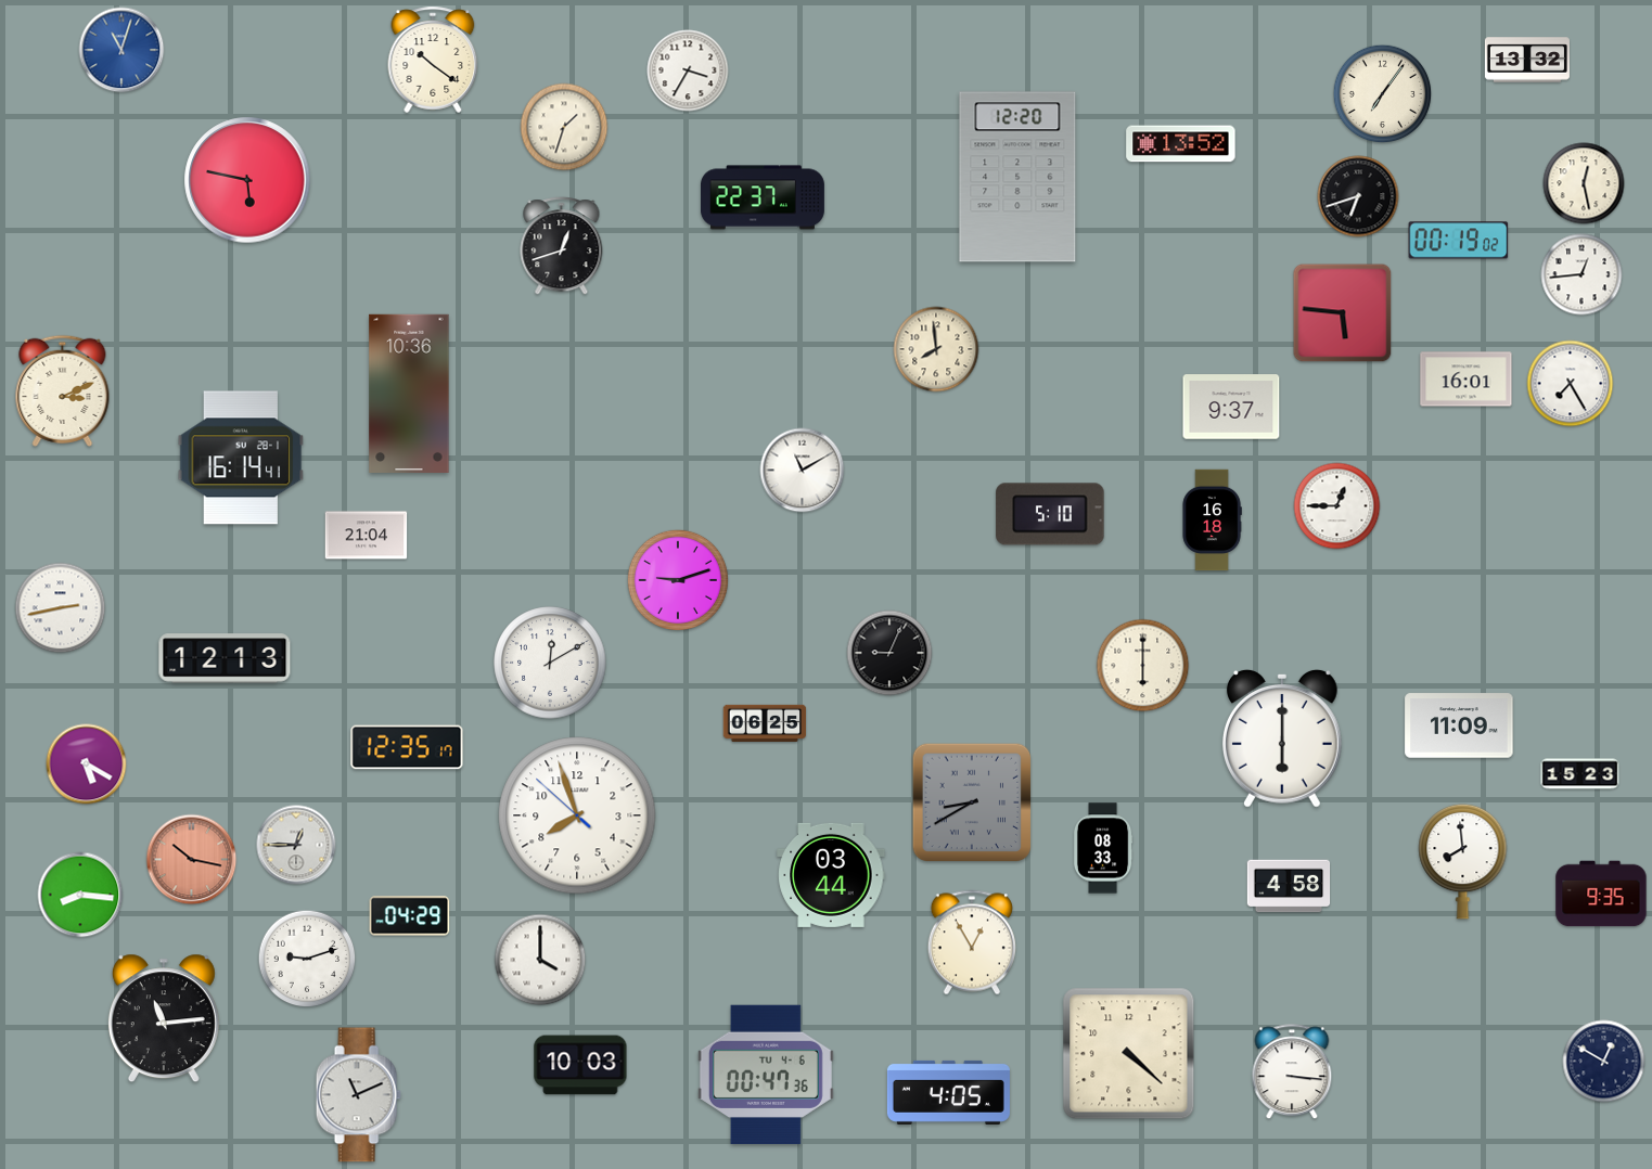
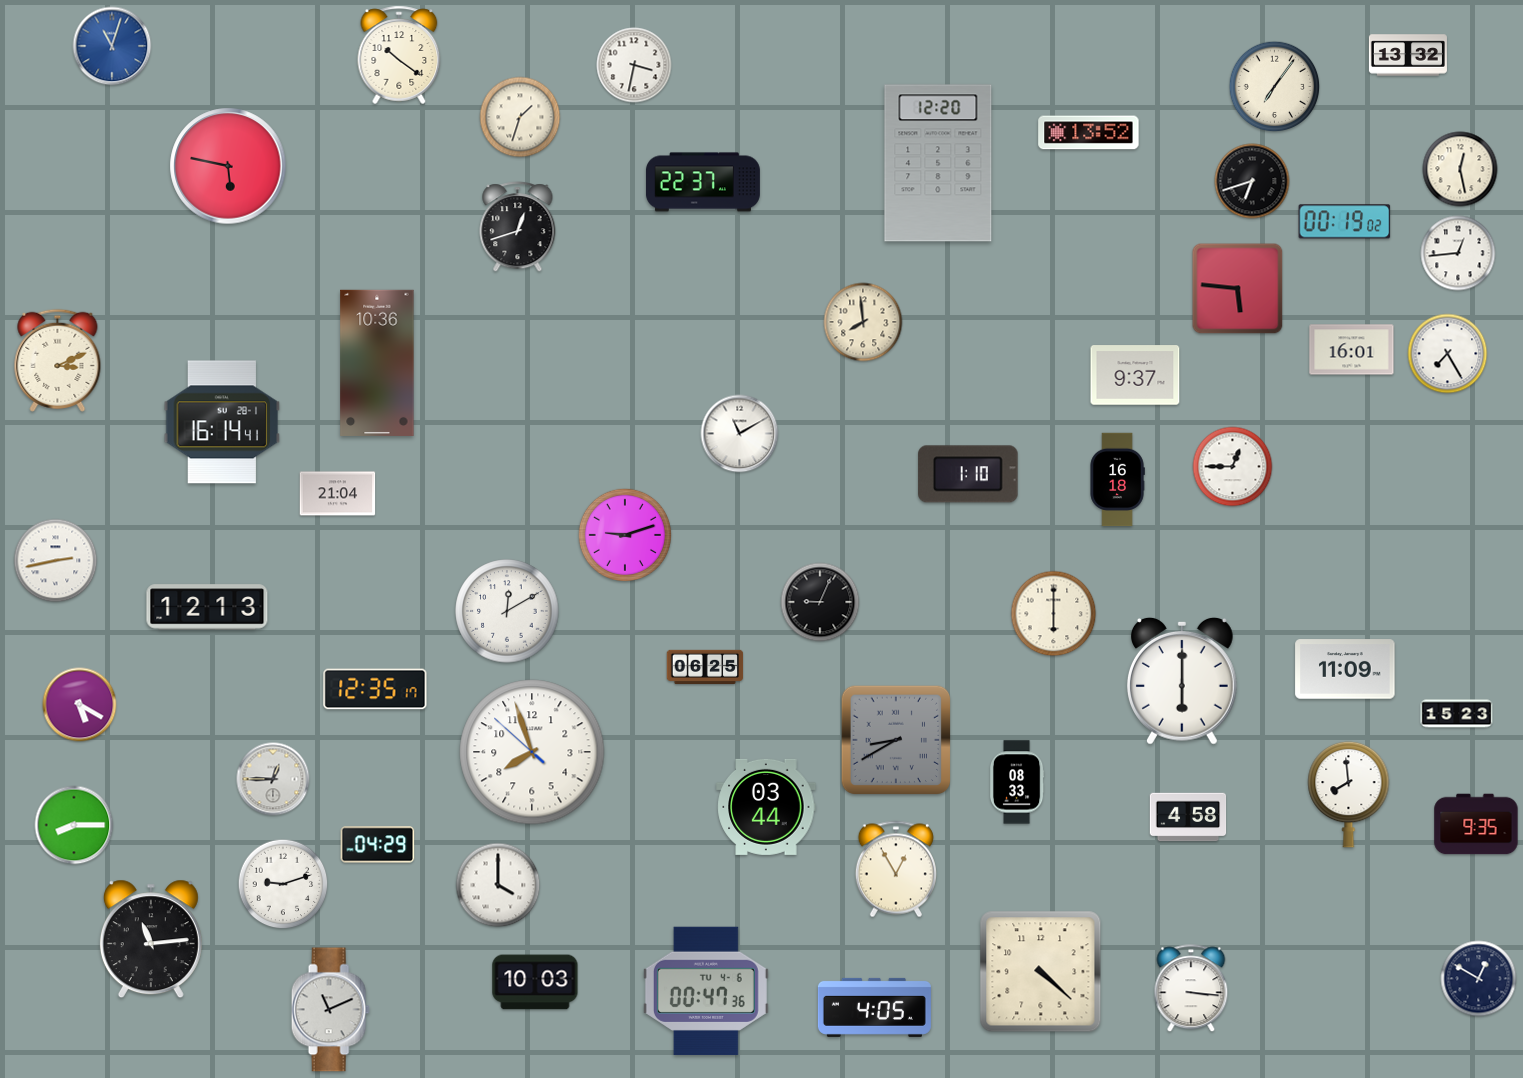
clock at (688, 70): 3:35 -> 3:32
clock at (1050, 514): 5:10 -> 1:10
clock at (192, 860): 10:17 -> none
clock at (80, 895): 8:16 -> 8:15
